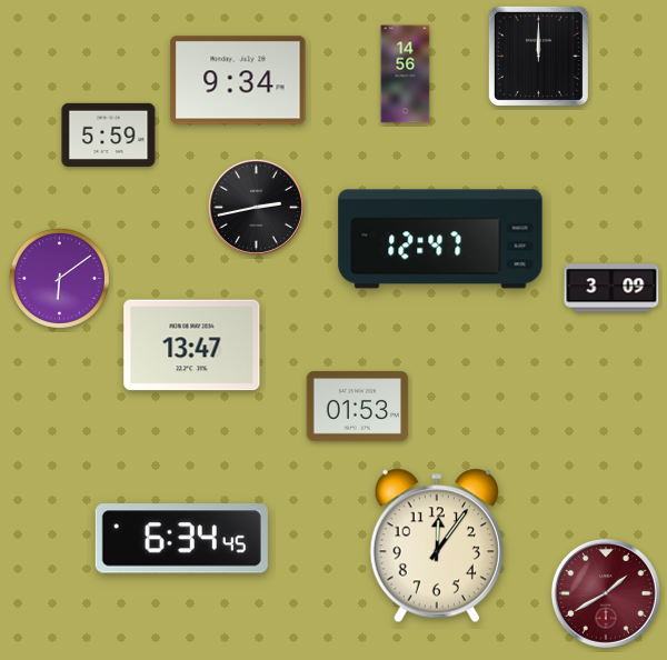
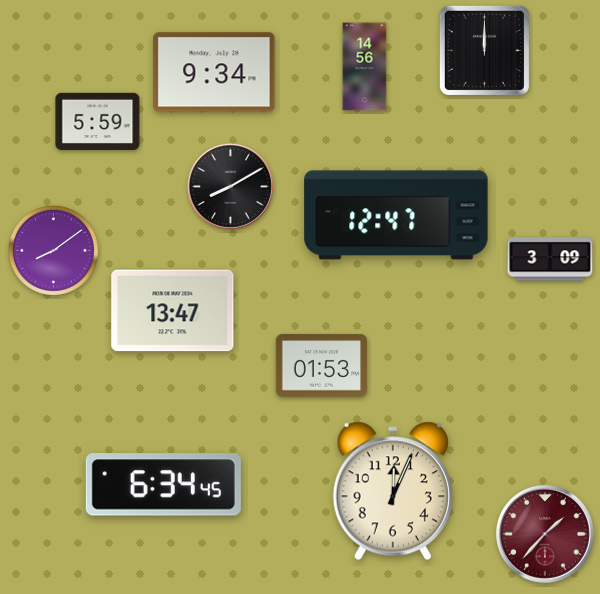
clock at (256, 207): 2:43 -> 8:10
clock at (59, 278): 6:09 -> 8:09
clock at (437, 546): 12:06 -> 12:04
clock at (606, 593): 1:40 -> 1:37
